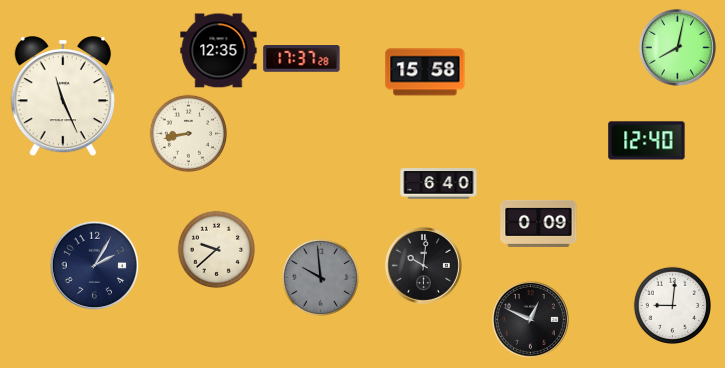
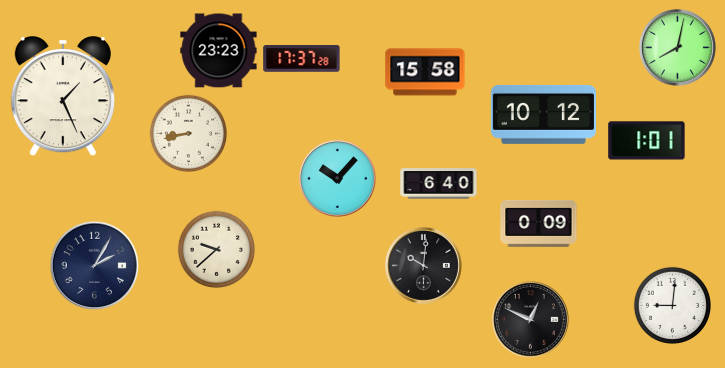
clock at (219, 51): 12:35 -> 23:23
clock at (63, 97): 11:26 -> 1:26
clock at (543, 114): none -> 10:12
clock at (647, 141): 12:40 -> 1:01
clock at (337, 178): none -> 10:07
clock at (320, 277): 9:59 -> none
